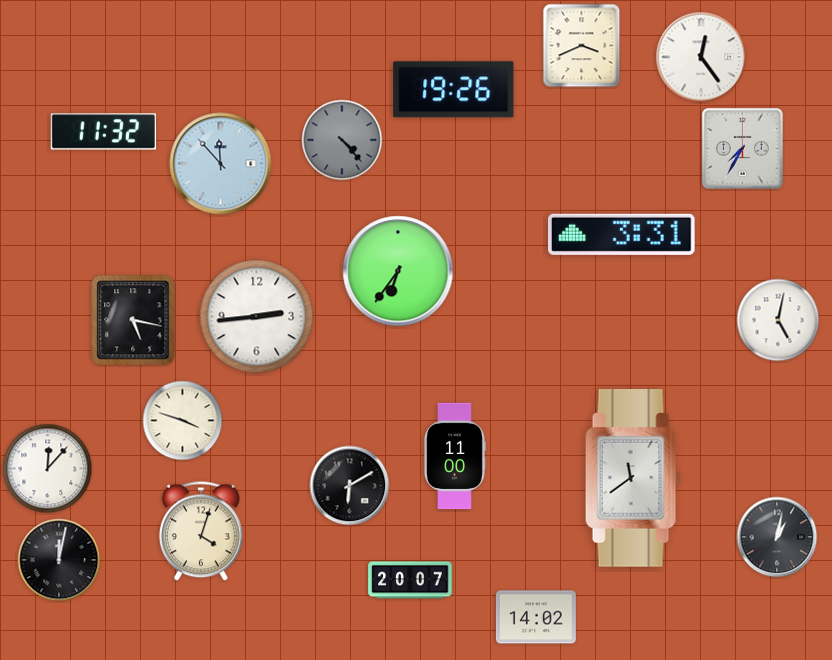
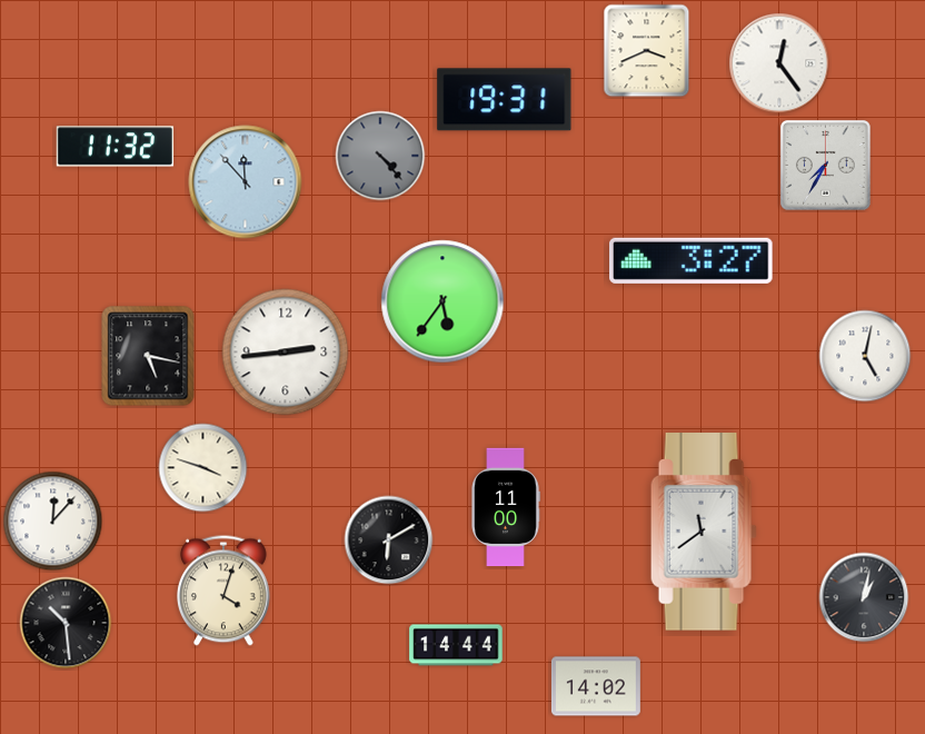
clock at (454, 90): 19:26 -> 19:31
clock at (622, 234): 3:31 -> 3:27
clock at (398, 271): 6:36 -> 5:36
clock at (59, 560): 12:02 -> 10:29
clock at (410, 580): 20:07 -> 14:44
